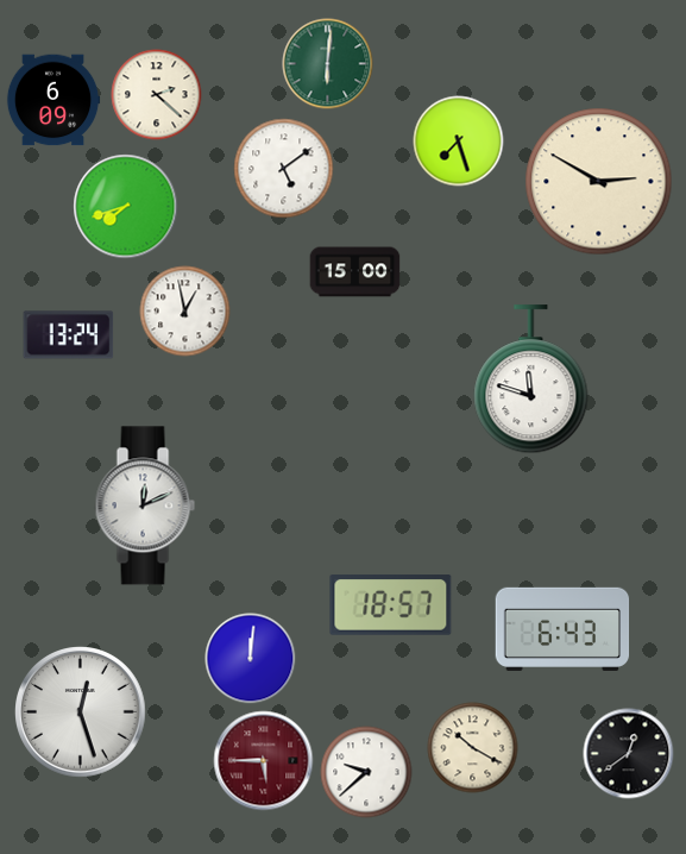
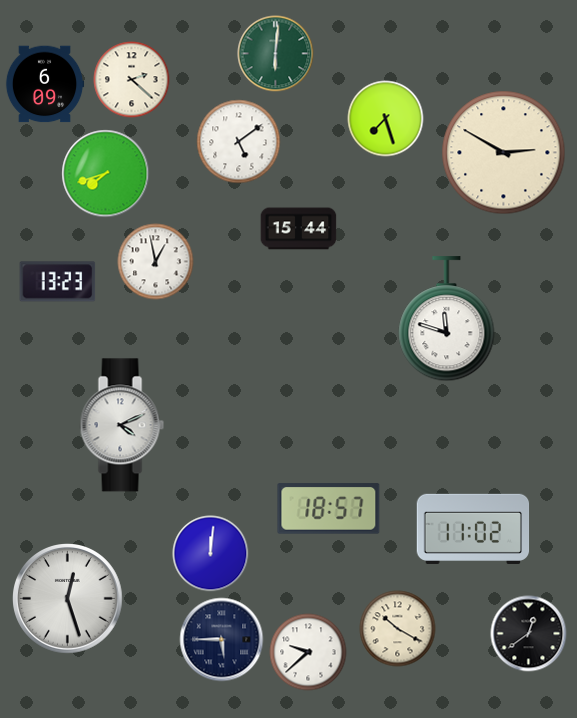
clock at (355, 272): 15:00 -> 15:44
clock at (69, 335): 13:24 -> 13:23
clock at (145, 506): 12:11 -> 4:11
clock at (562, 629): 6:43 -> 11:02
clock at (264, 761) dial: burgundy -> navy
clock at (366, 772) position: (366, 772) -> (308, 652)
